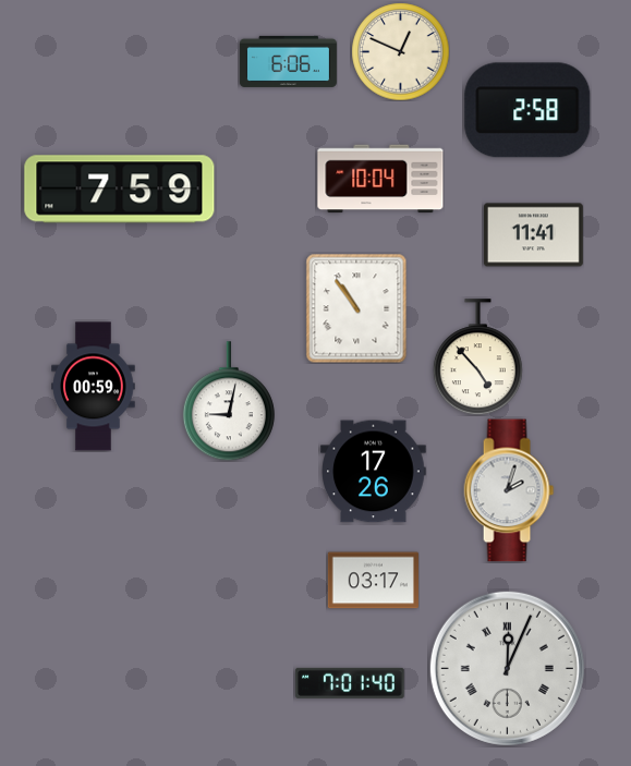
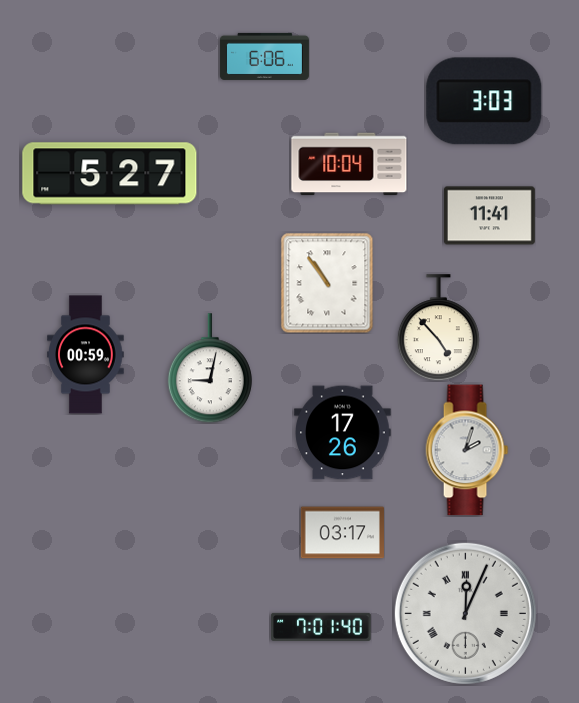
clock at (400, 51): 12:49 -> none
clock at (527, 110): 2:58 -> 3:03
clock at (120, 190): 7:59 -> 5:27
